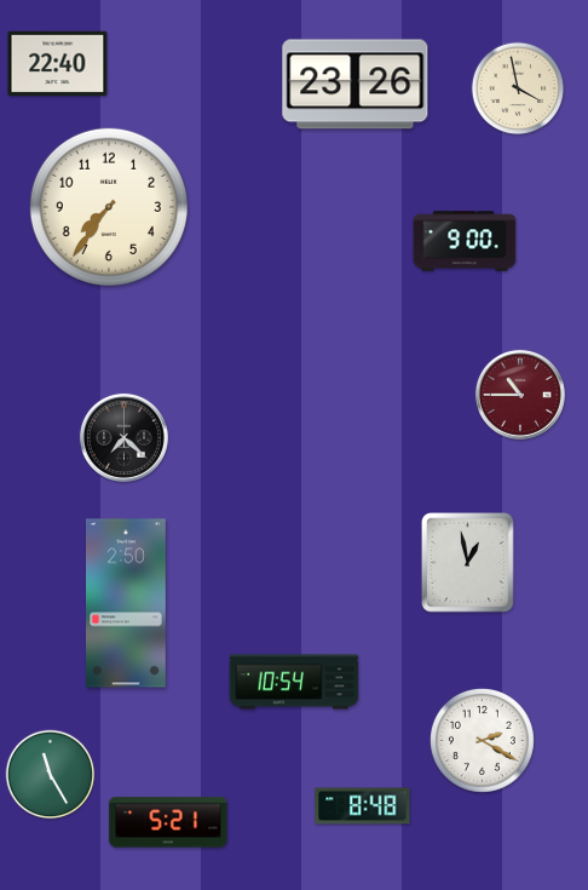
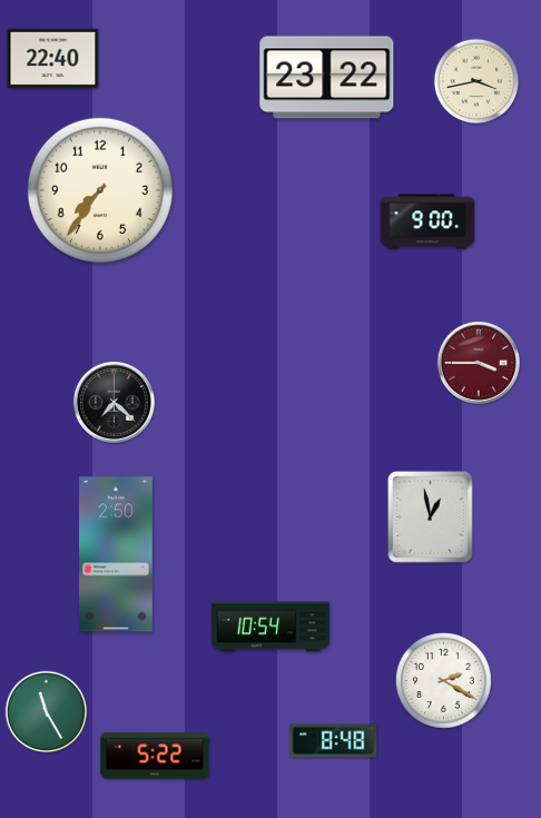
clock at (356, 85): 23:26 -> 23:22
clock at (518, 88): 3:58 -> 3:43
clock at (520, 395): 10:45 -> 3:45
clock at (168, 822): 5:21 -> 5:22
